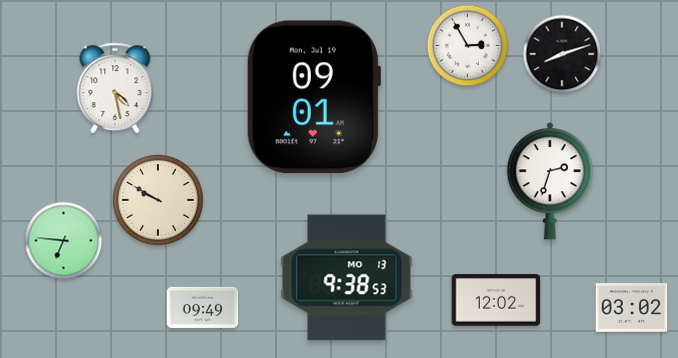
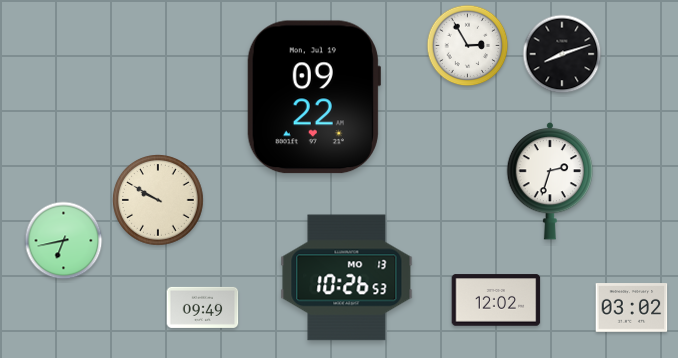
clock at (115, 88): 4:28 -> none
clock at (313, 97): 09:01 -> 09:22
clock at (64, 241): 6:46 -> 6:43
clock at (347, 278): 9:38 -> 10:26
